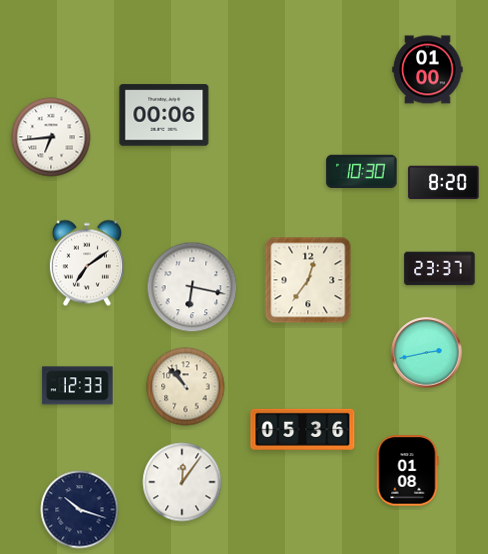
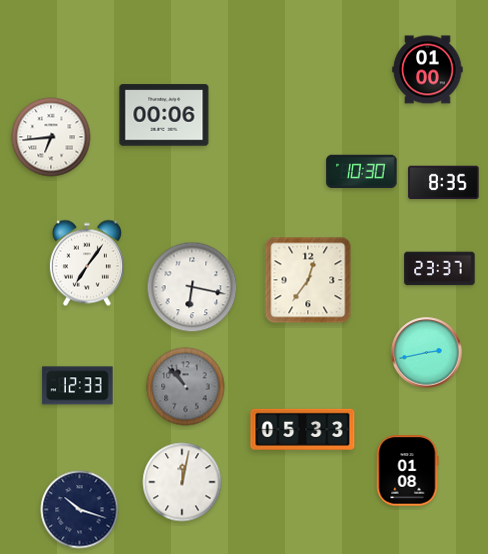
clock at (444, 183): 8:20 -> 8:35
clock at (87, 263): 7:09 -> 7:06
clock at (186, 387) dial: cream -> grey
clock at (303, 429): 05:36 -> 05:33
clock at (182, 482): 12:06 -> 12:02
